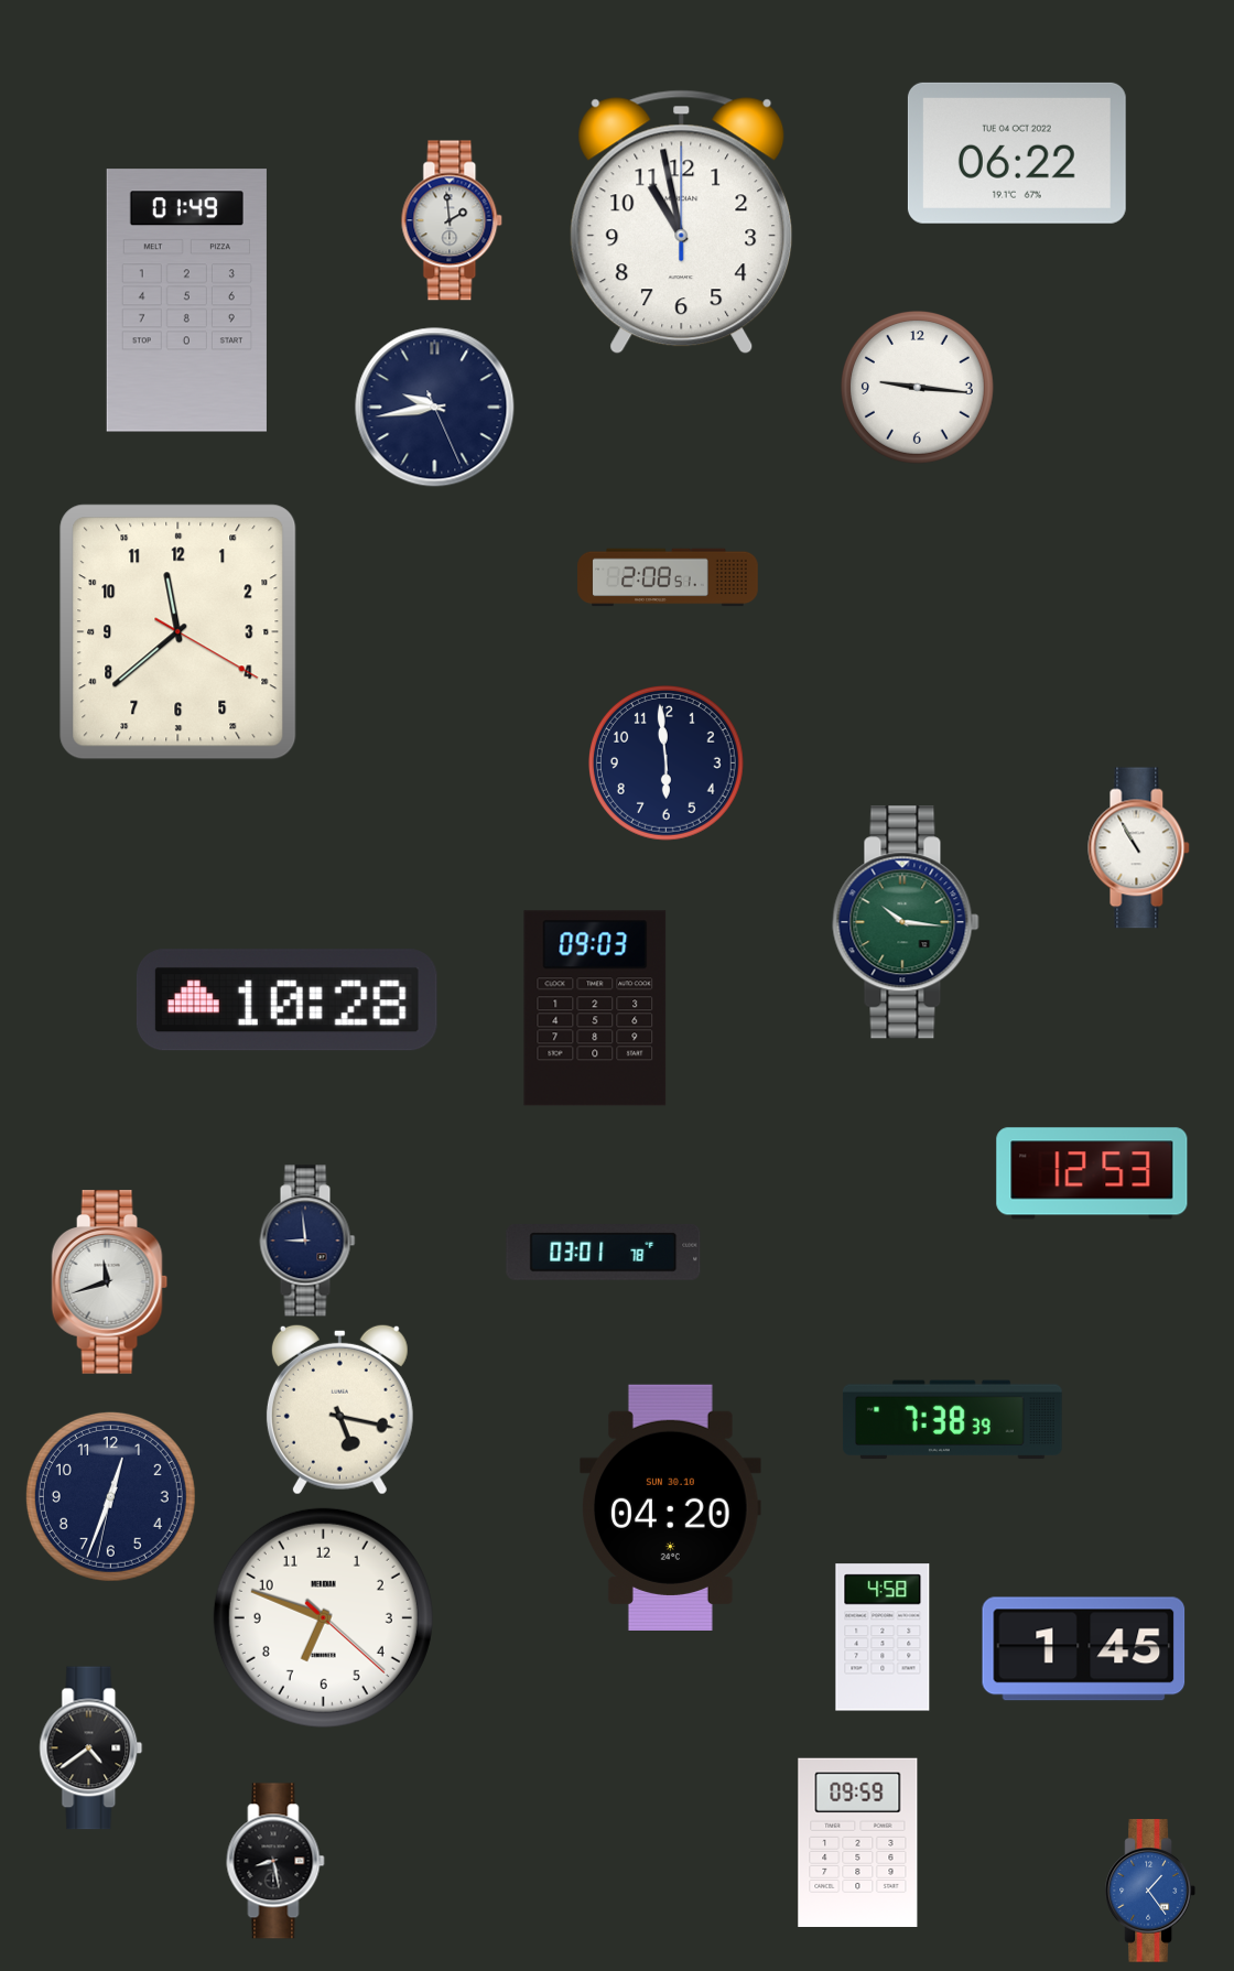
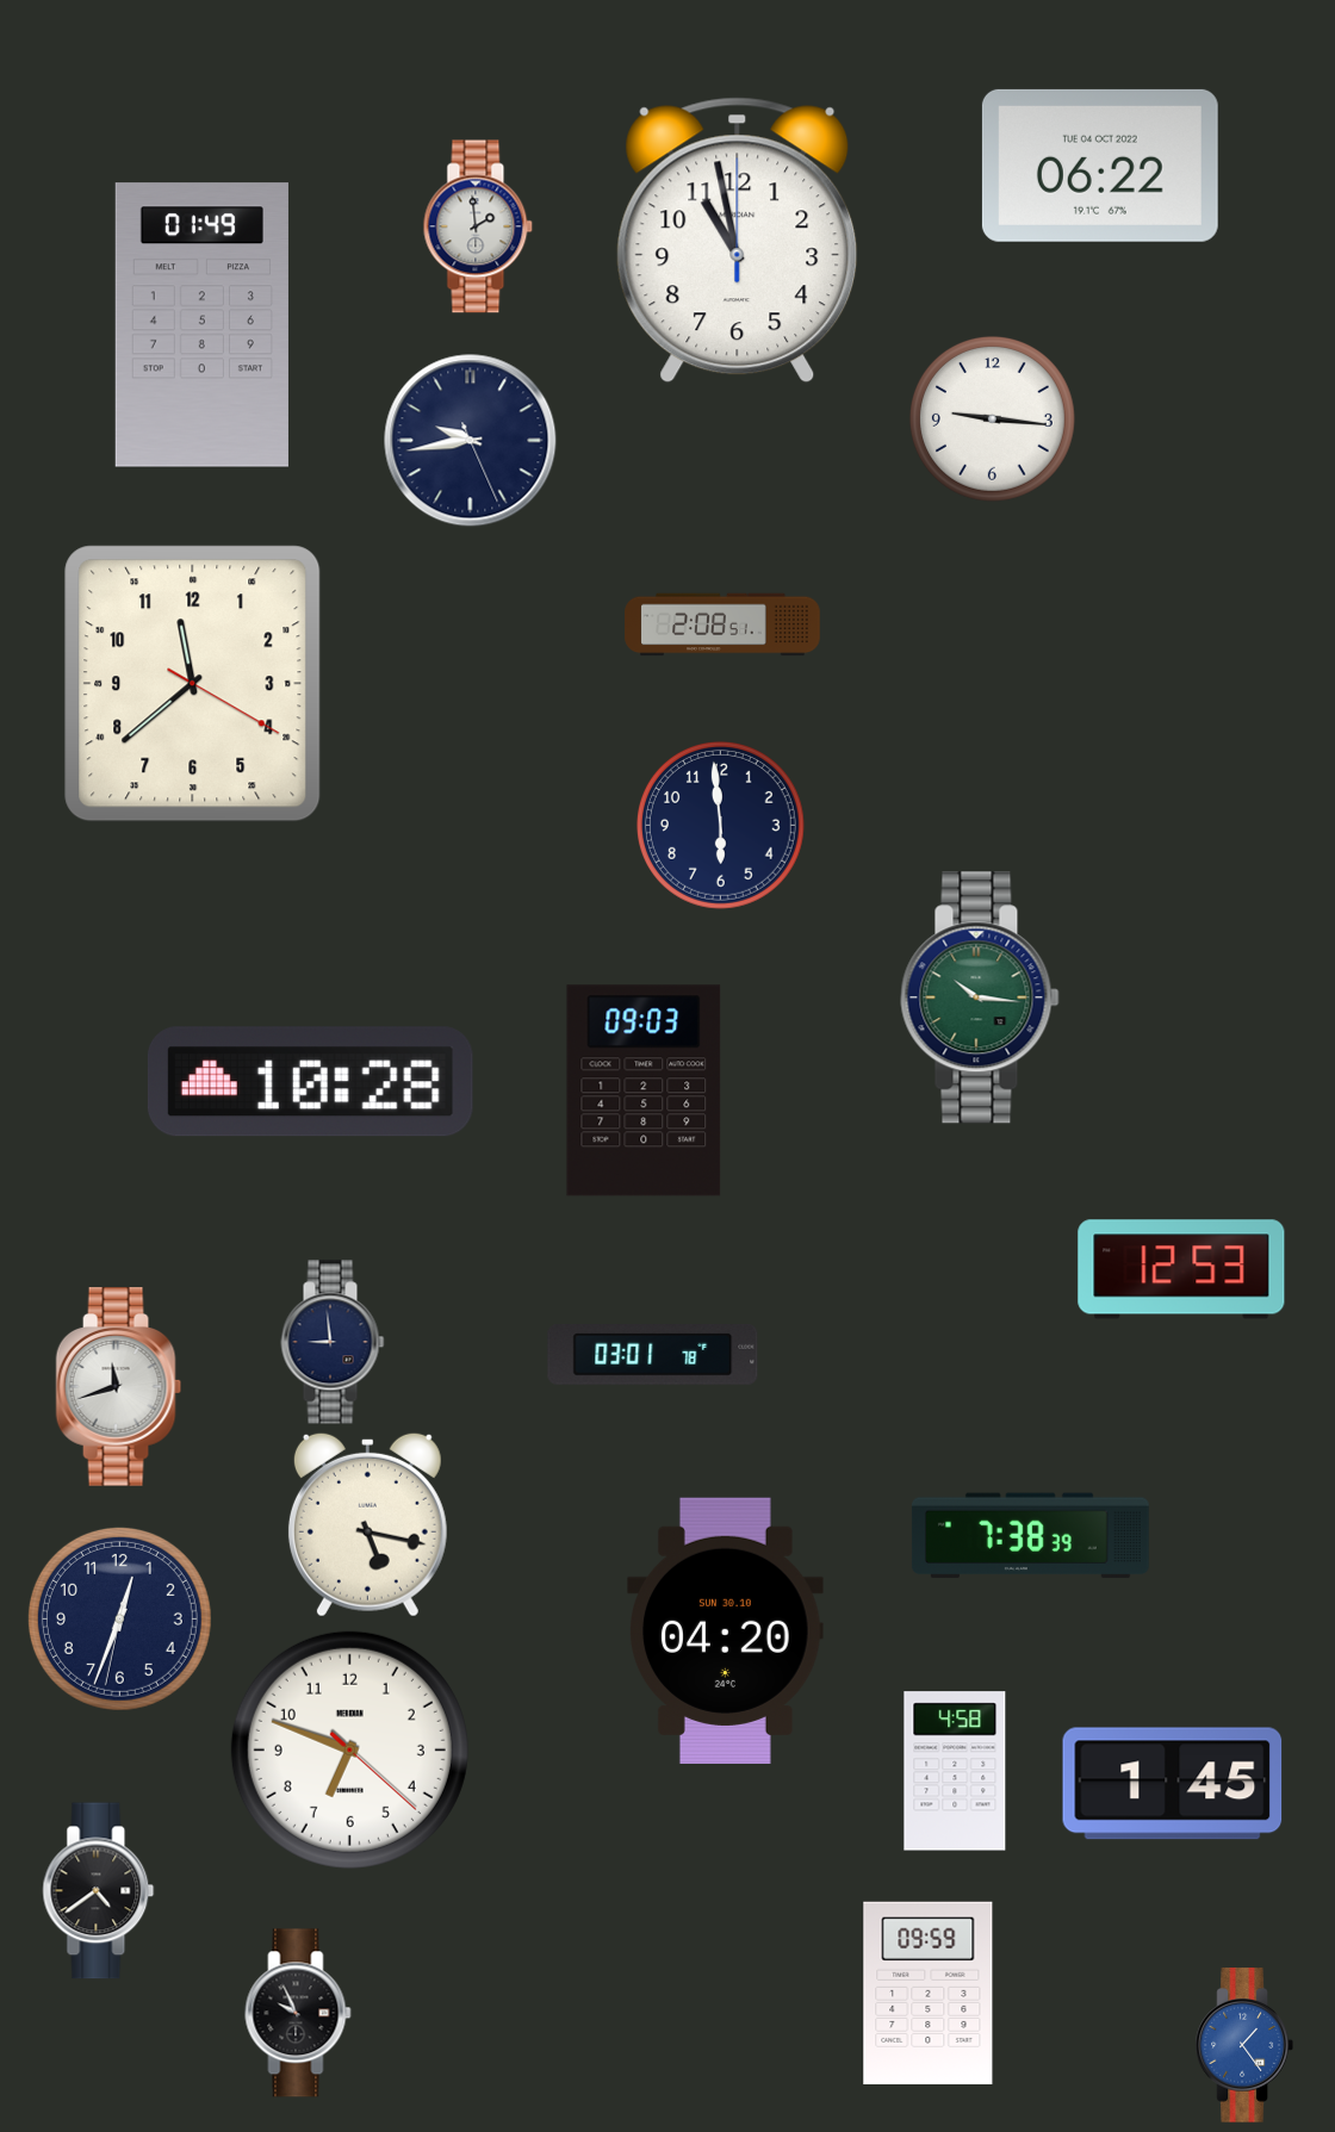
clock at (452, 220) position: (452, 220) -> (478, 226)
clock at (1139, 848): 10:55 -> none
clock at (275, 1861): 8:28 -> 9:56
